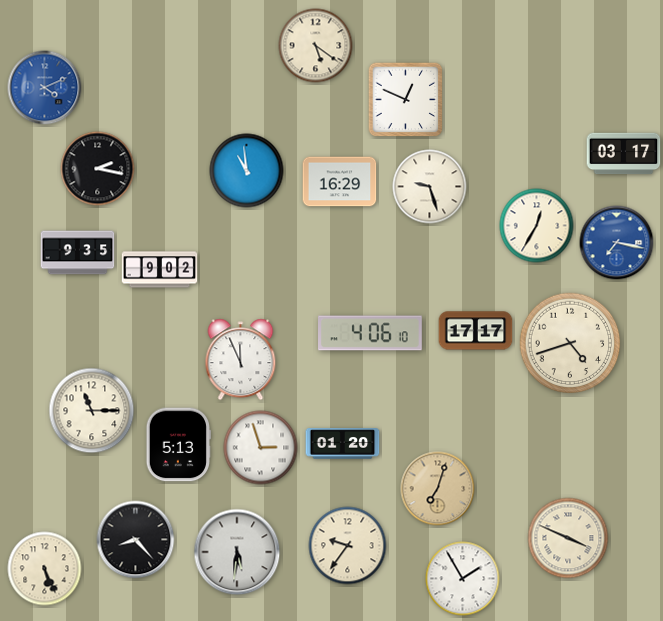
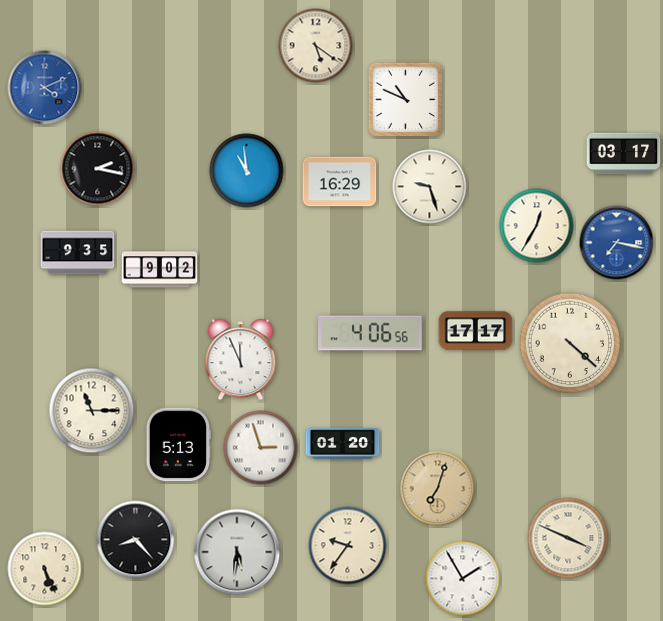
clock at (406, 100): 12:49 -> 10:49
clock at (371, 333): 4:06:10 -> 4:06:56
clock at (570, 343): 4:42 -> 4:22
